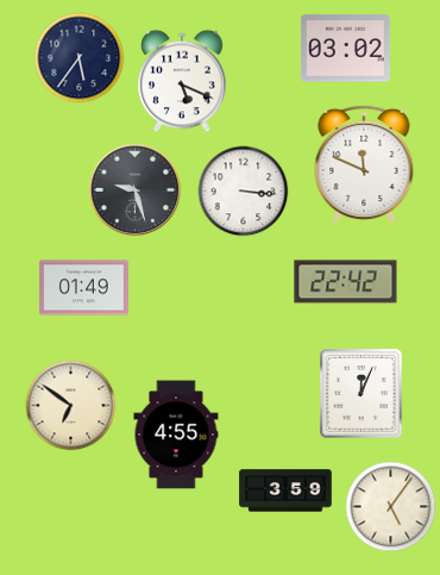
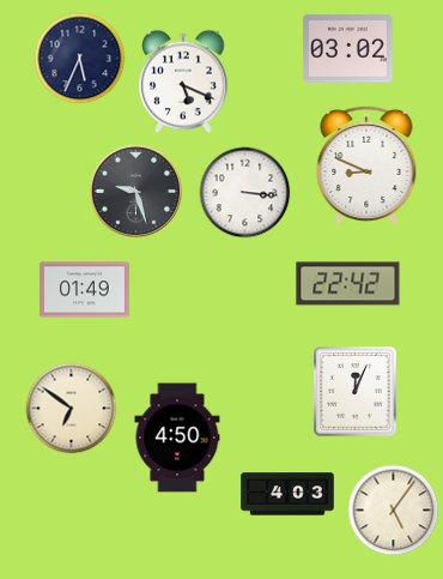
clock at (80, 58): 5:36 -> 5:34
clock at (364, 163): 11:49 -> 8:49
clock at (362, 394) position: (362, 394) -> (356, 392)
clock at (176, 435): 4:55 -> 4:50
clock at (285, 490): 3:59 -> 4:03
